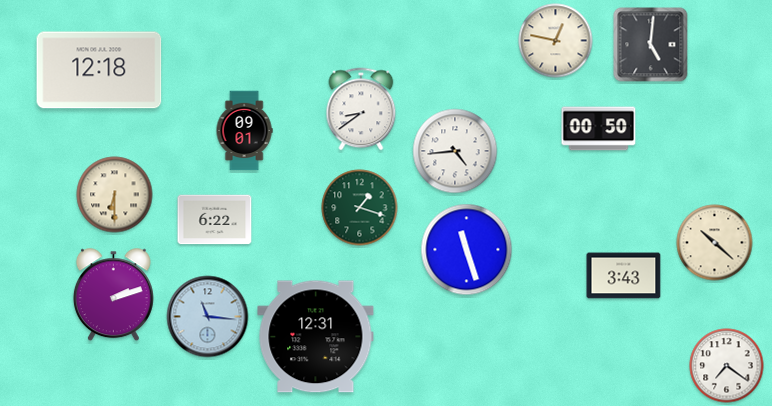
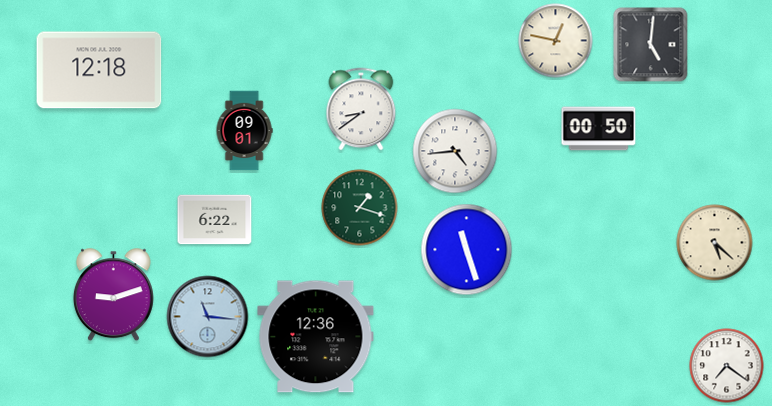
clock at (115, 195): 6:30 -> none
clock at (715, 243): 10:22 -> 5:22
clock at (624, 276): 3:43 -> none
clock at (113, 295): 2:12 -> 9:12
clock at (316, 337): 12:31 -> 12:36
